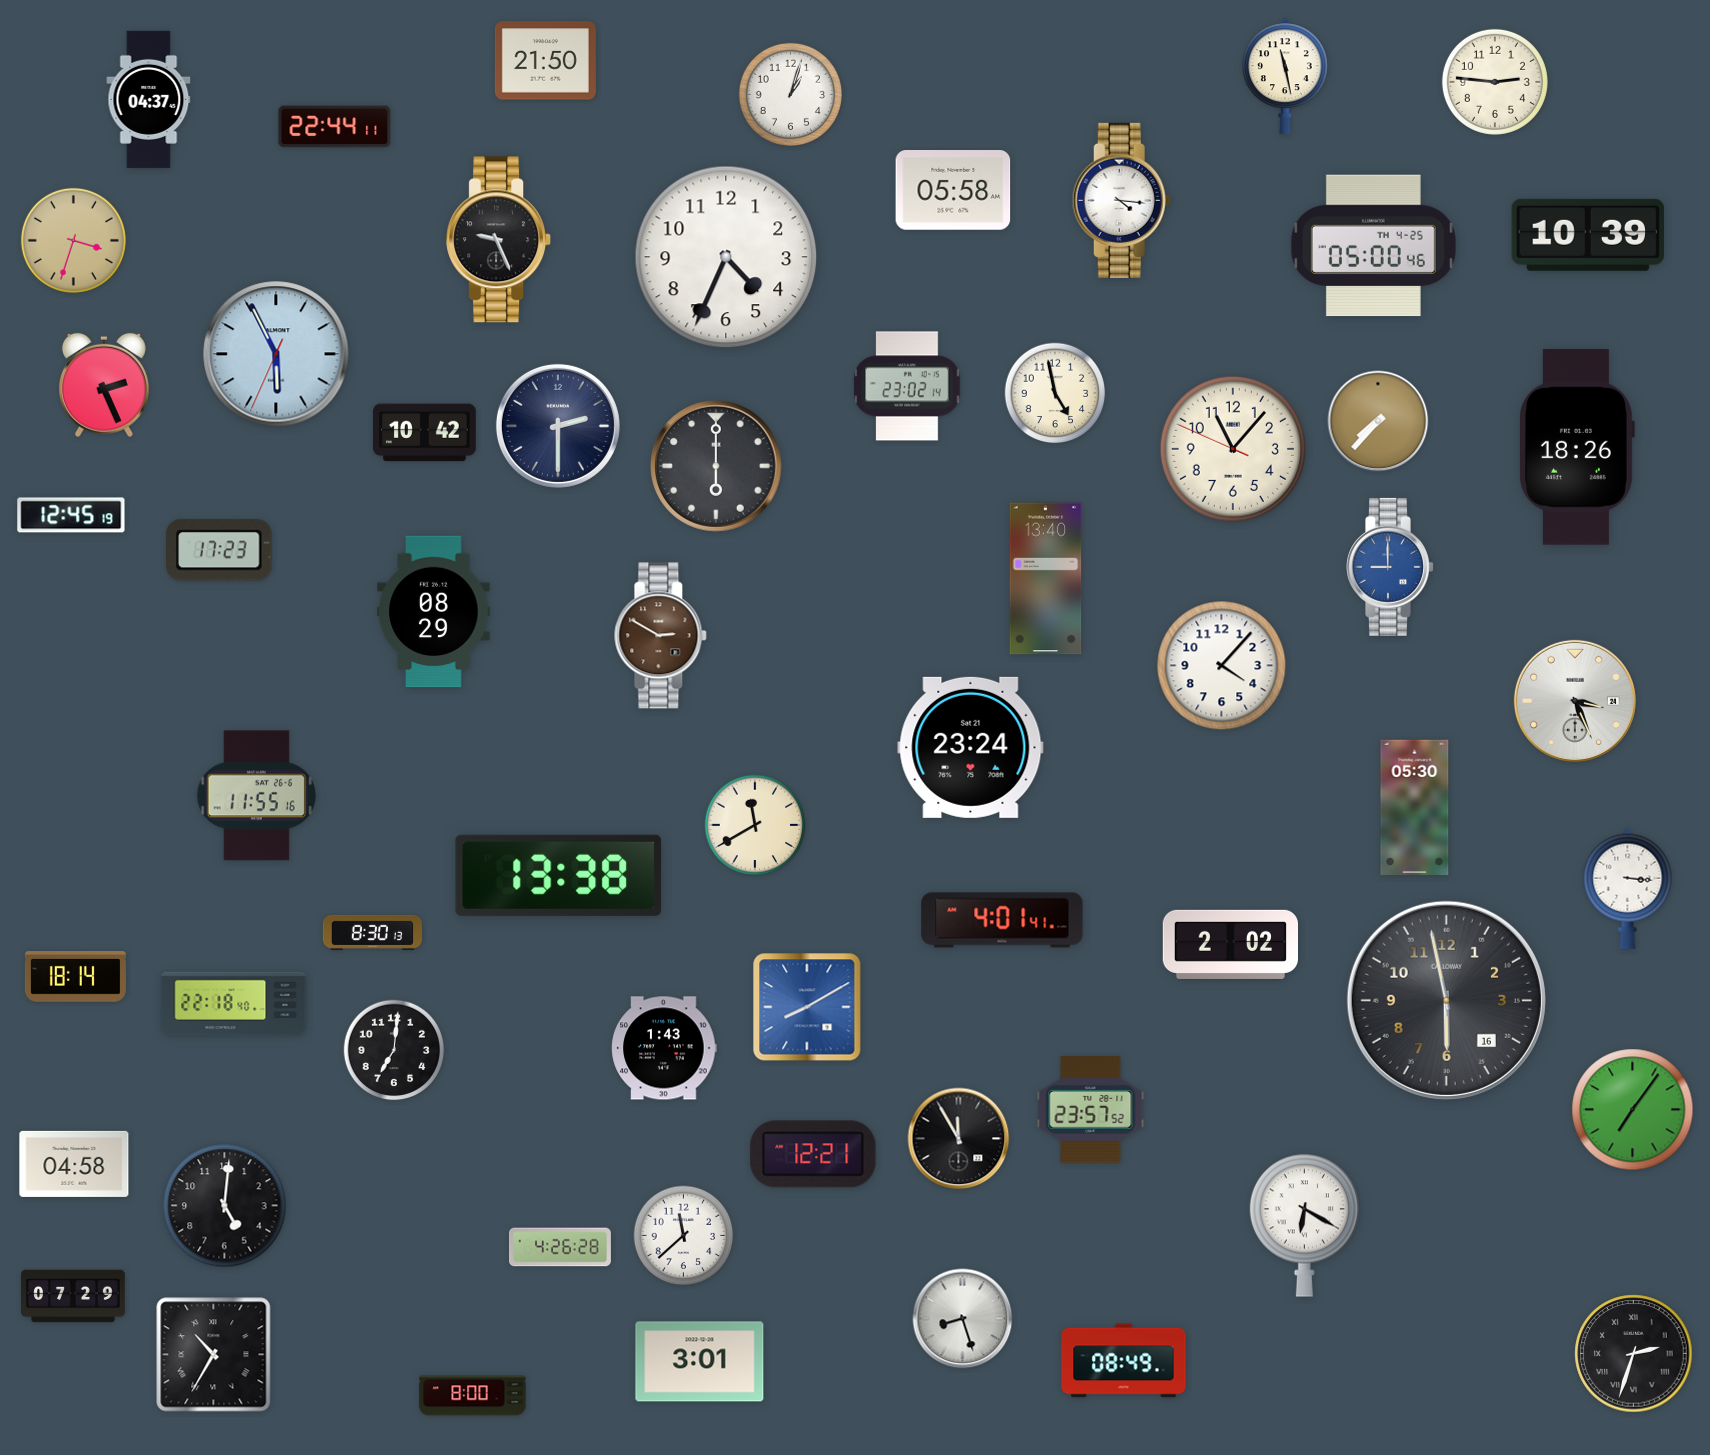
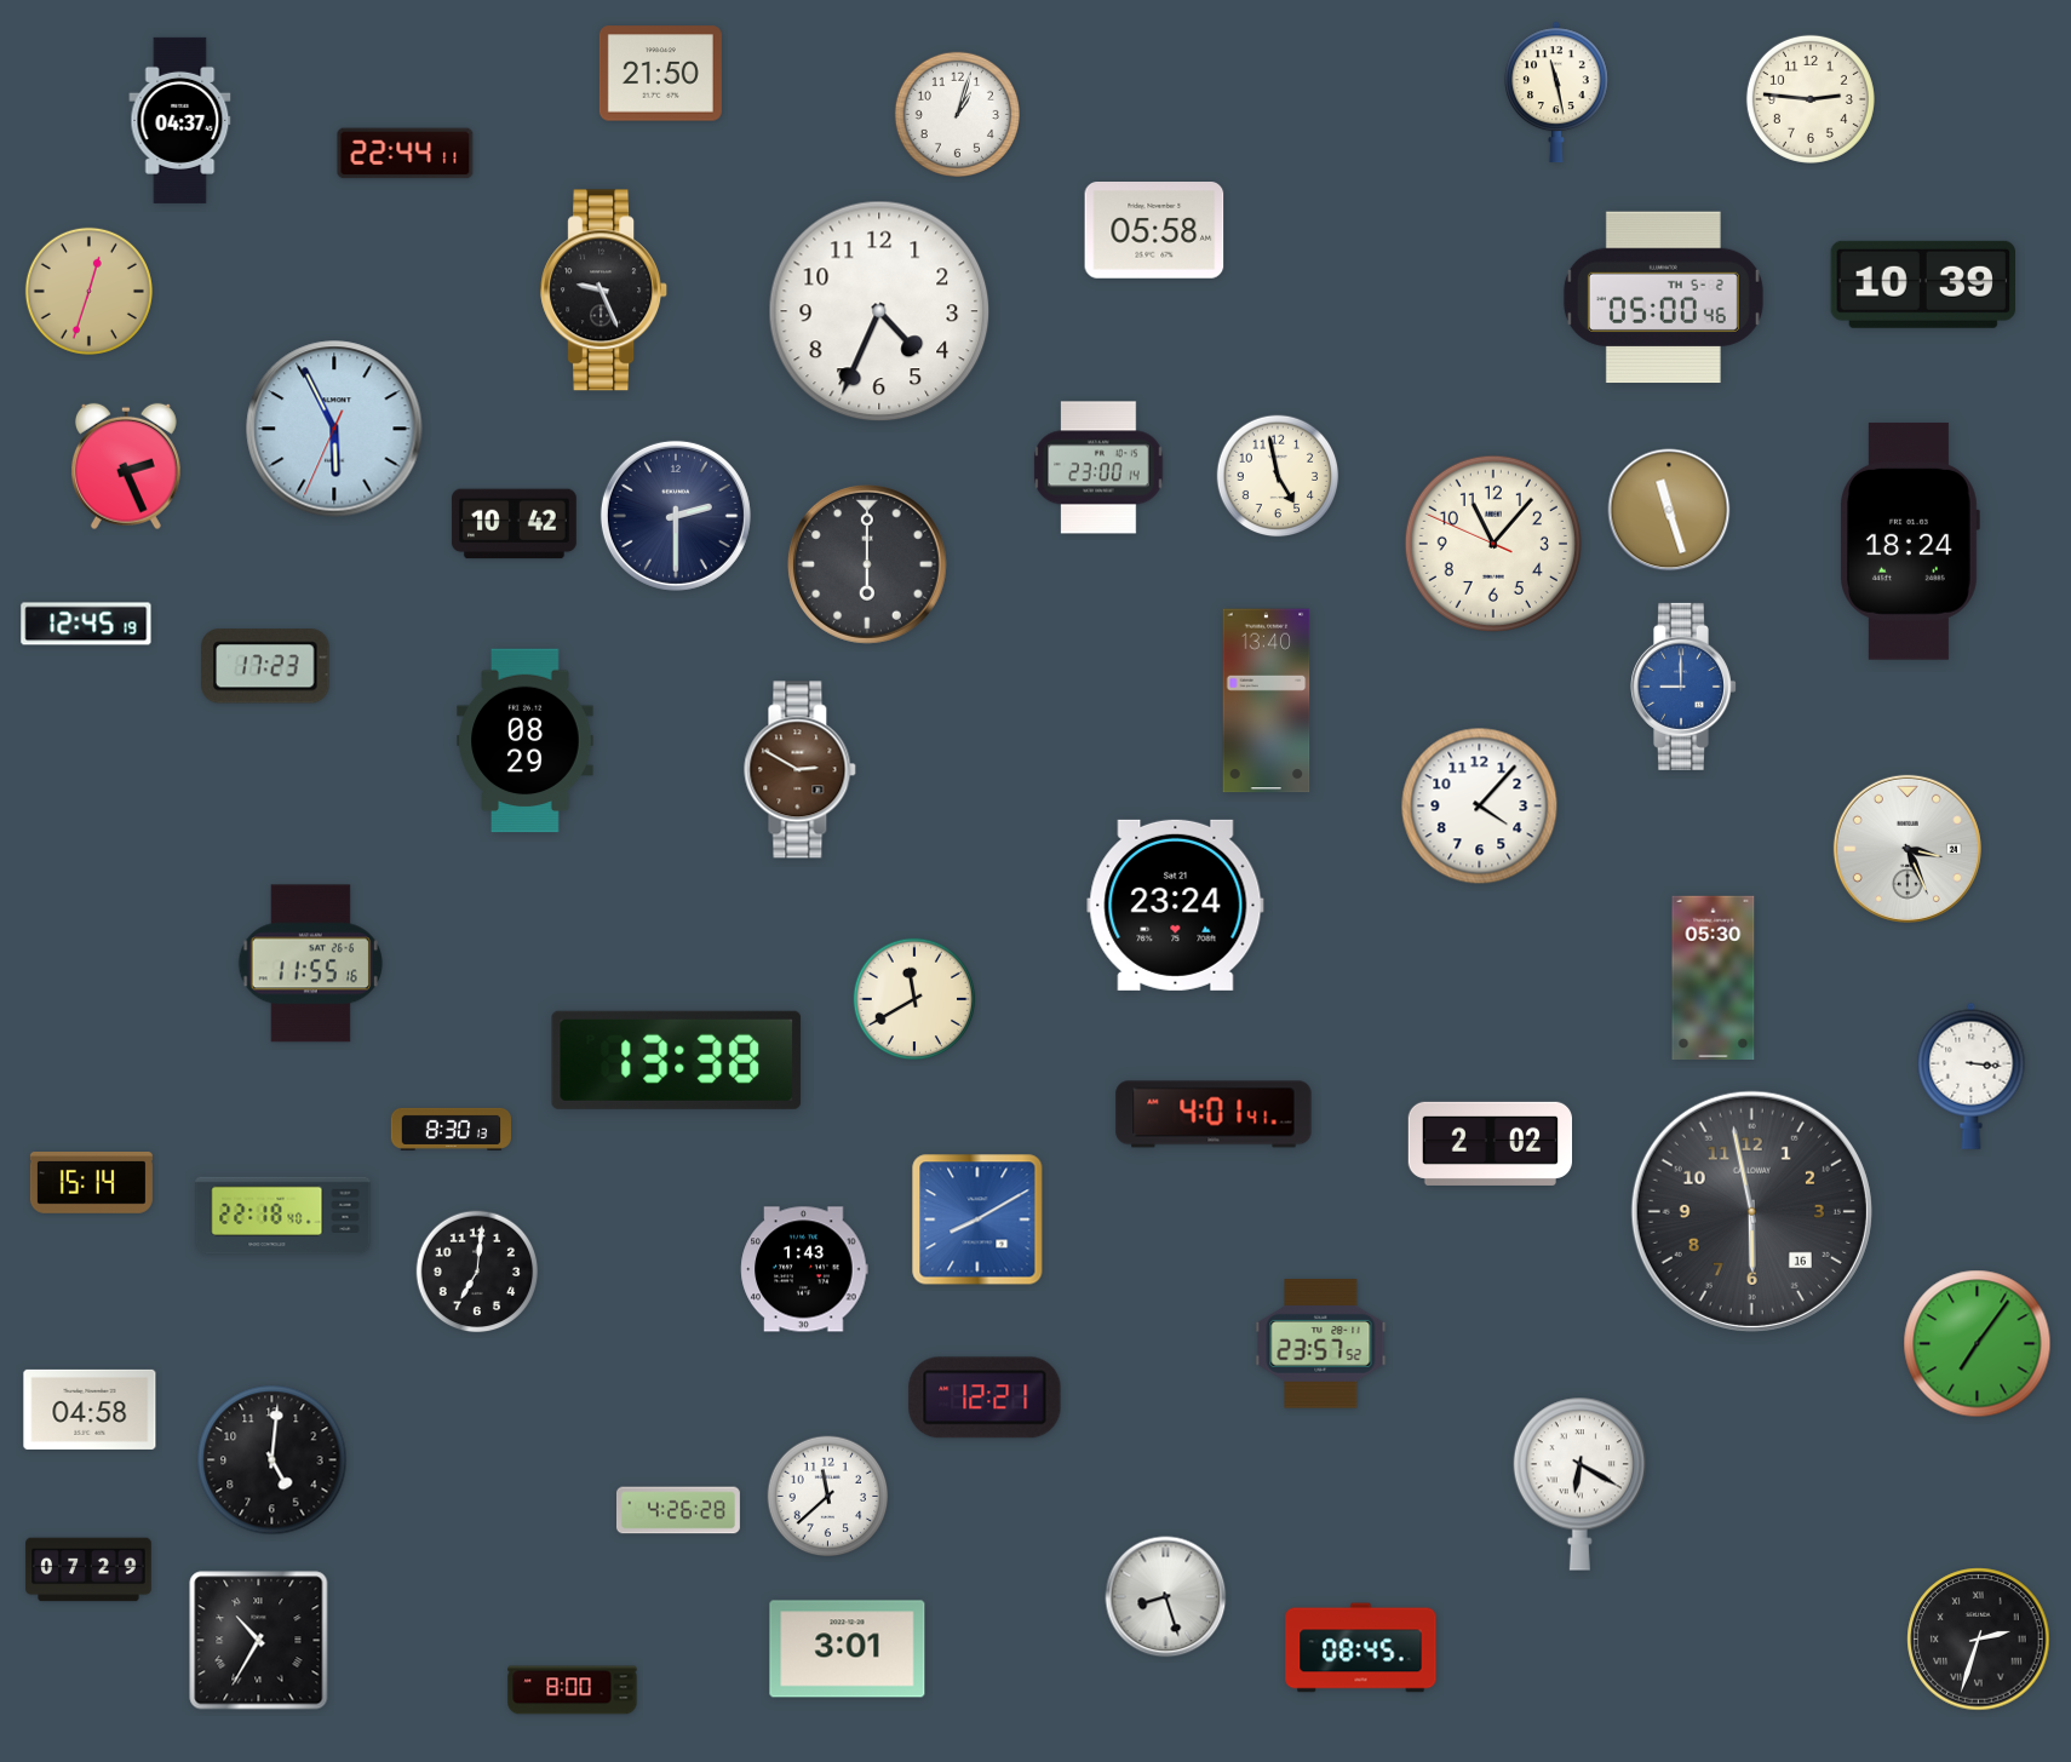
clock at (1121, 200): 4:16 -> none
clock at (73, 240): 3:33 -> 12:33
clock at (1373, 246) date: TH 4-25 -> TH 5-2
clock at (907, 386): 23:02 -> 23:00
clock at (1378, 421): 7:37 -> 11:27
clock at (1577, 447): 18:26 -> 18:24
clock at (75, 977): 18:14 -> 15:14
clock at (959, 1139): 11:55 -> none
clock at (1124, 1361): 08:49 -> 08:45
